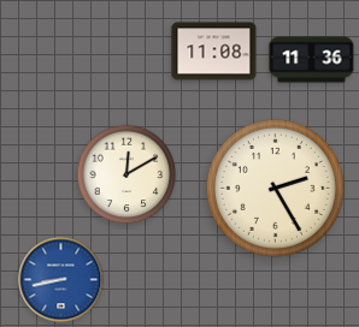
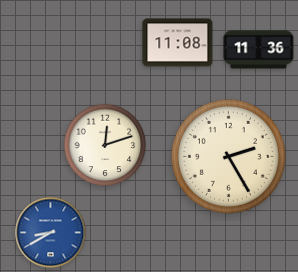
clock at (126, 174): 12:10 -> 12:12
clock at (61, 280): 8:43 -> 8:40
